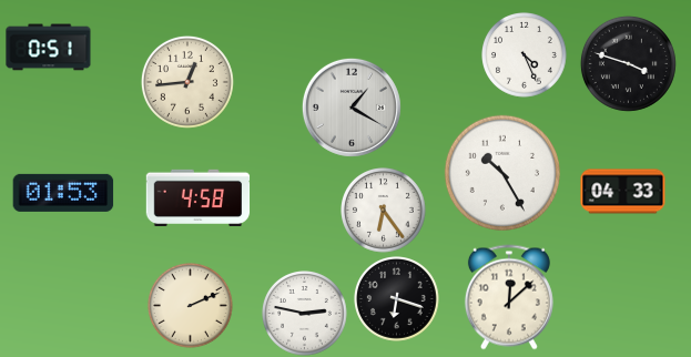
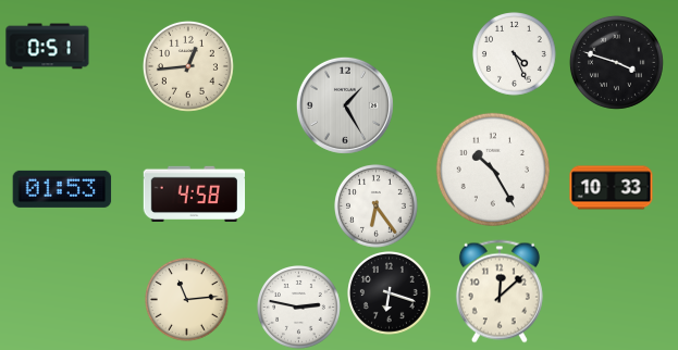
clock at (187, 82) position: (187, 82) -> (188, 66)
clock at (352, 108): 1:20 -> 1:25
clock at (623, 192): 04:33 -> 10:33
clock at (191, 306): 2:11 -> 11:14
